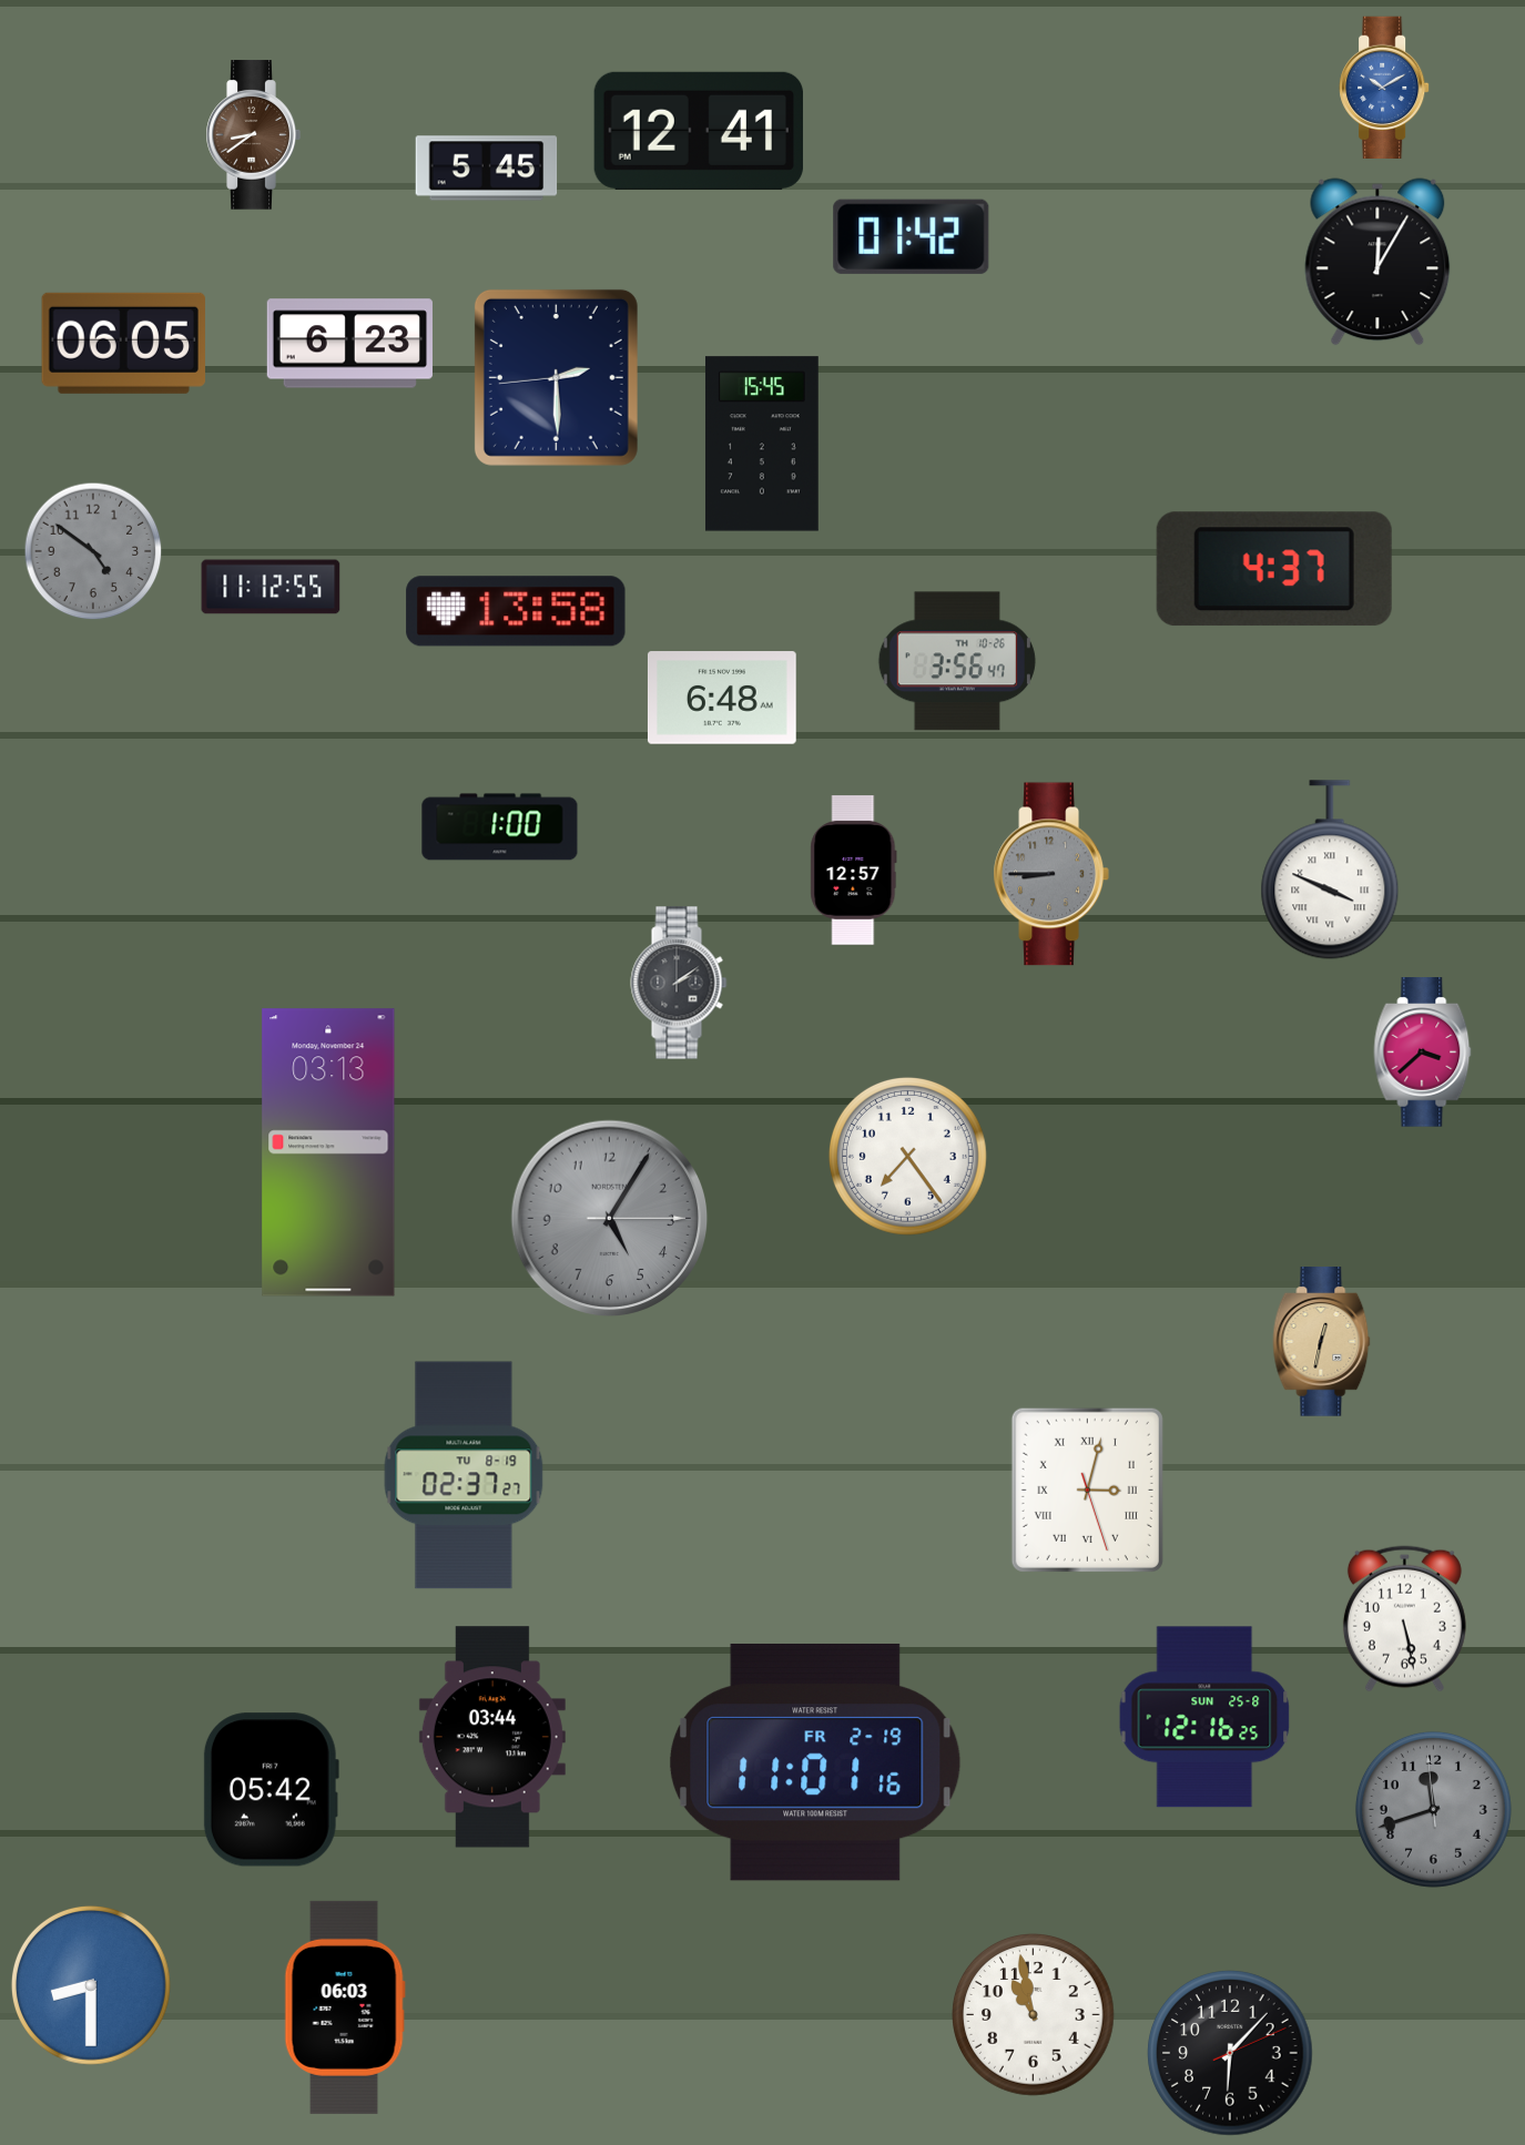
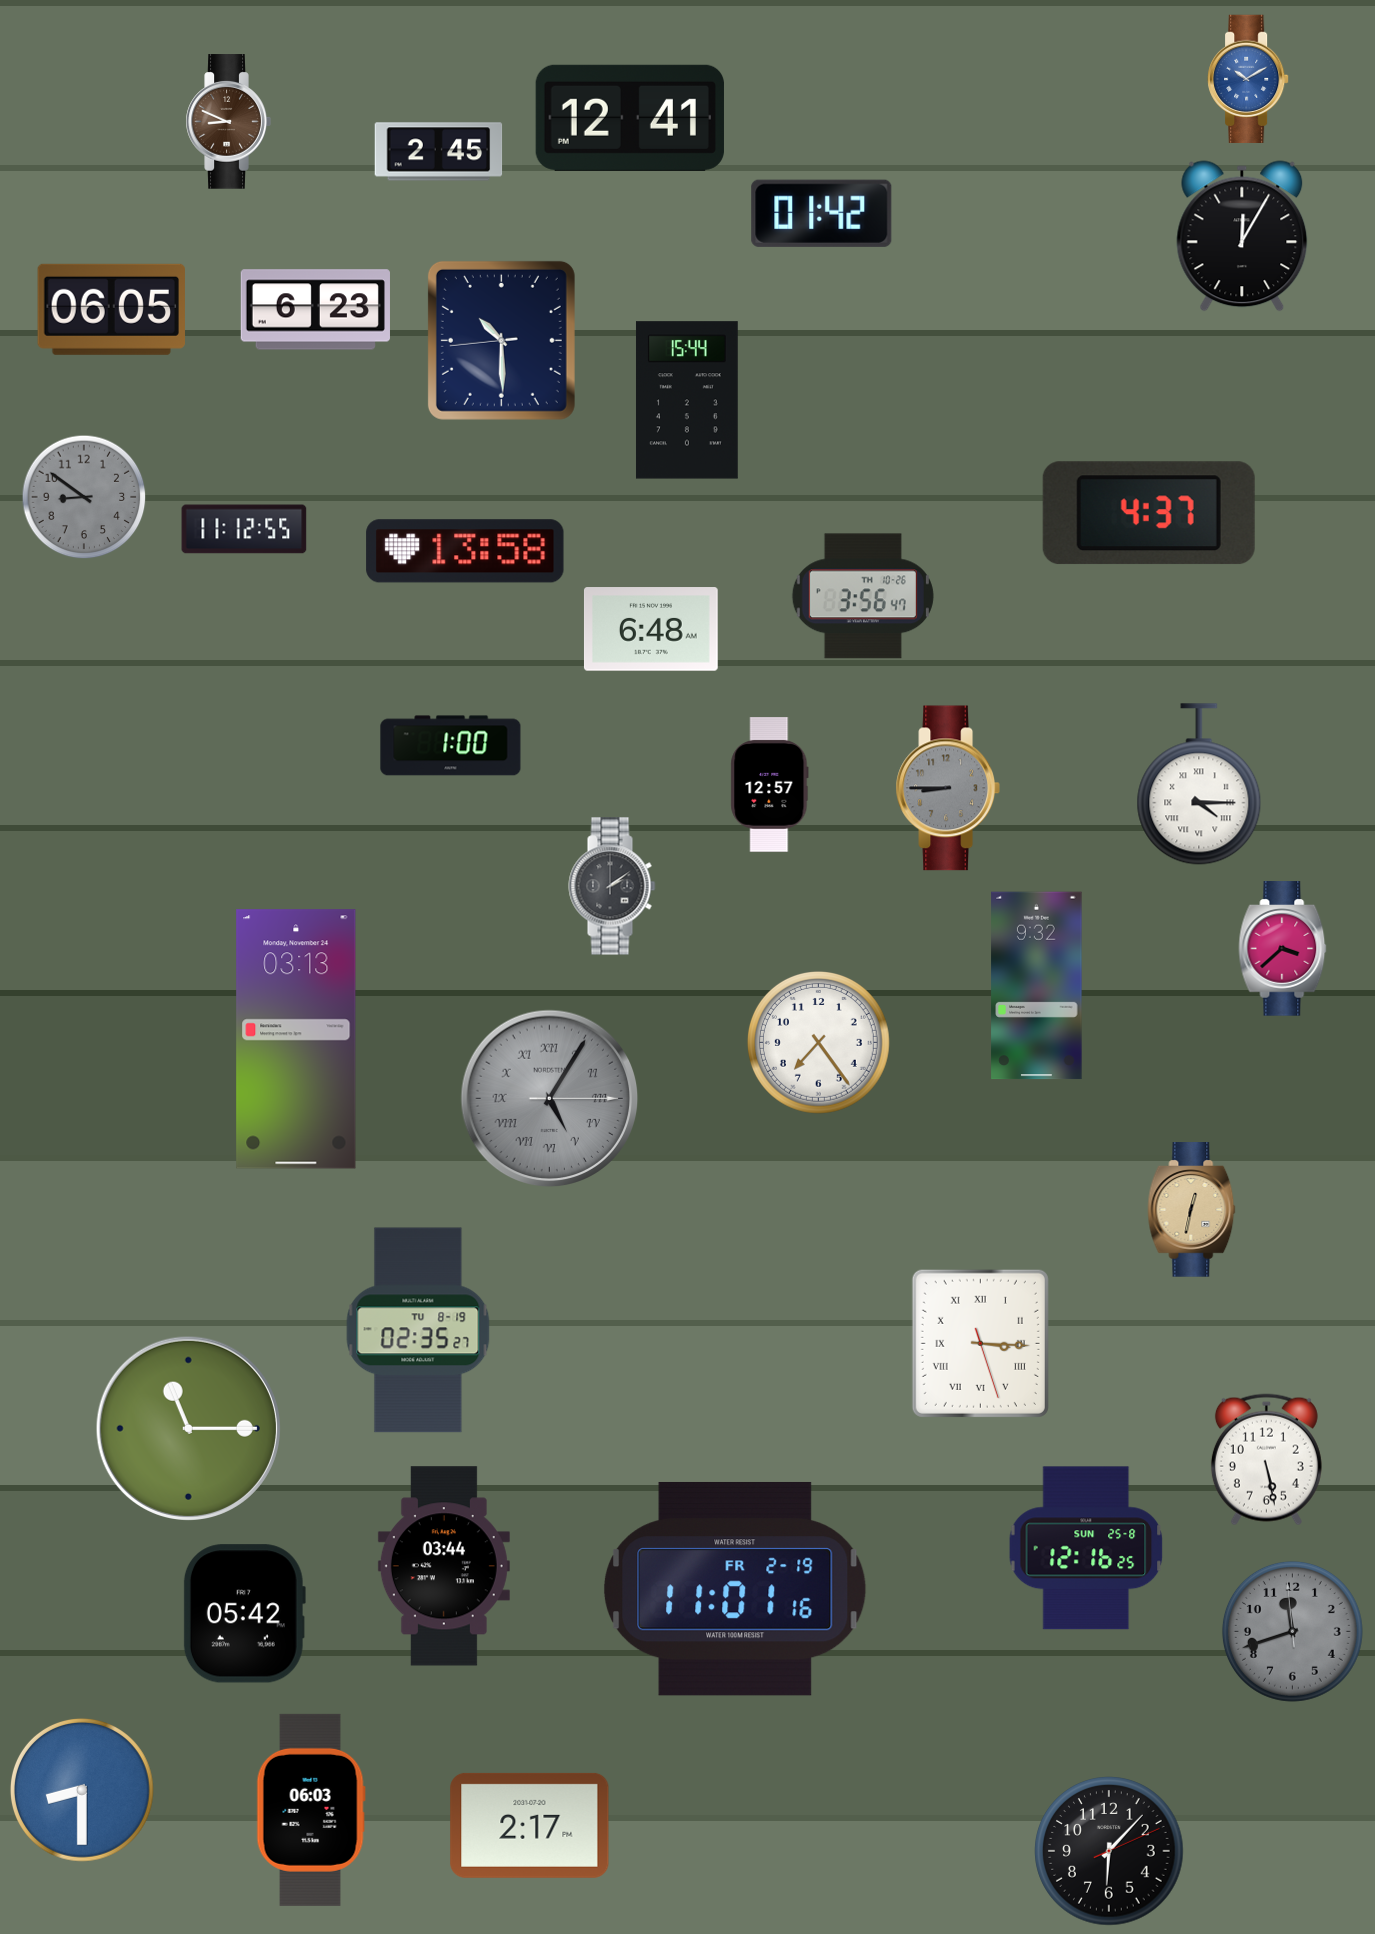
clock at (253, 135): 8:39 -> 8:49
clock at (487, 169): 5:45 -> 2:45
clock at (556, 377): 2:29 -> 10:29
clock at (762, 444): 15:45 -> 15:44
clock at (93, 551): 4:51 -> 8:51
clock at (1330, 870): 3:49 -> 4:15
clock at (1037, 986): none -> 9:32
clock at (610, 1219) numerals: Arabic -> Roman
clock at (464, 1475): 02:37 -> 02:35
clock at (1087, 1490): 3:02 -> 3:15
clock at (188, 1428): none -> 11:15
clock at (1034, 2015): 10:58 -> none
clock at (530, 1825): none -> 2:17
